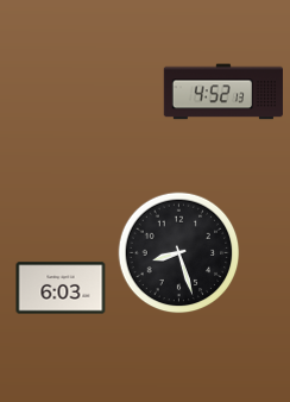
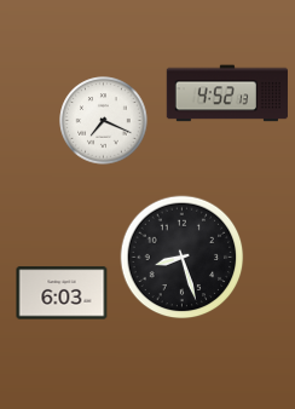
clock at (104, 121): none -> 7:19
